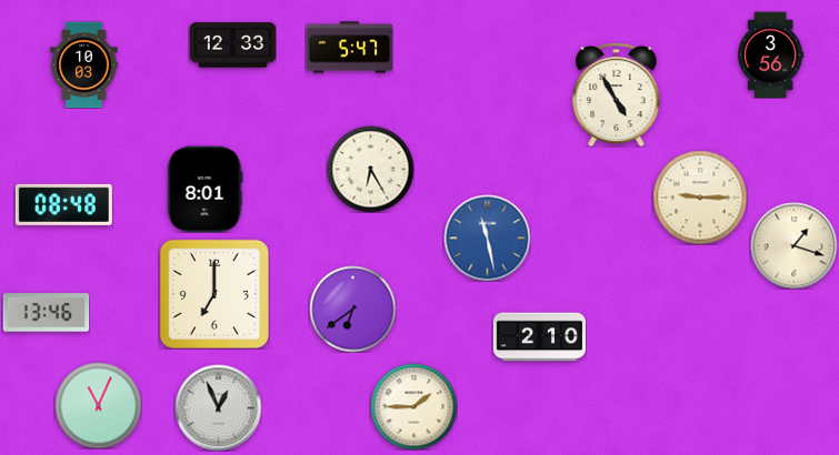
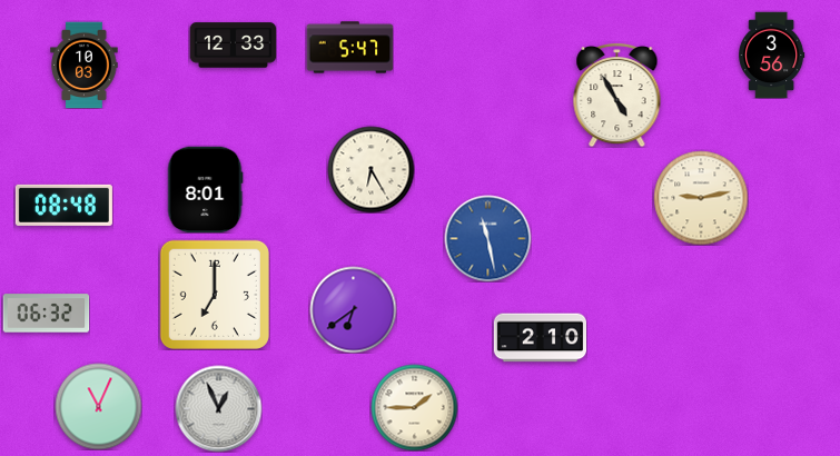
clock at (700, 198): 9:15 -> 9:13
clock at (793, 245): 1:18 -> none
clock at (46, 313): 13:46 -> 06:32
